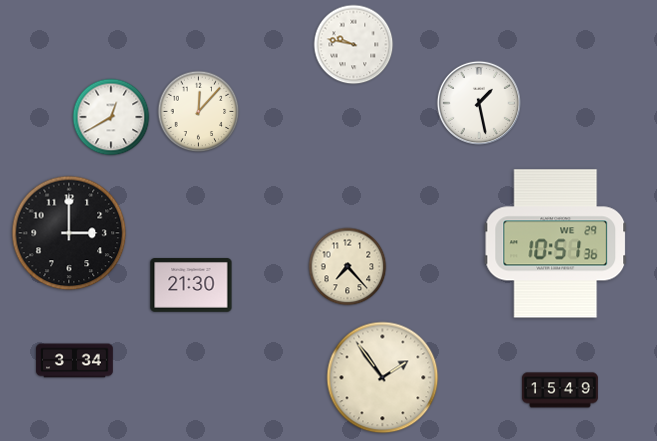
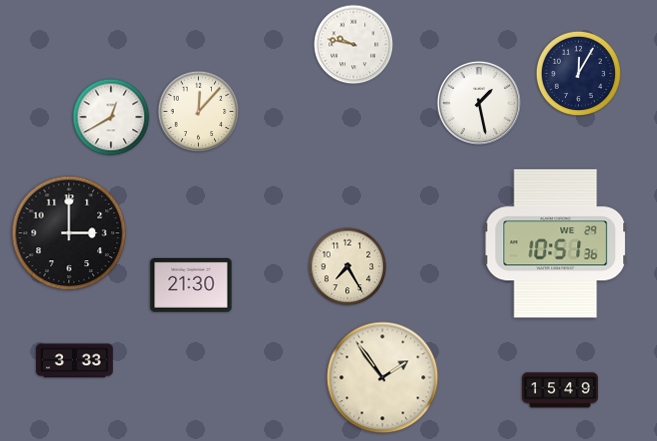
clock at (578, 73): none -> 12:05
clock at (348, 267): 7:23 -> 7:25
clock at (75, 361): 3:34 -> 3:33
